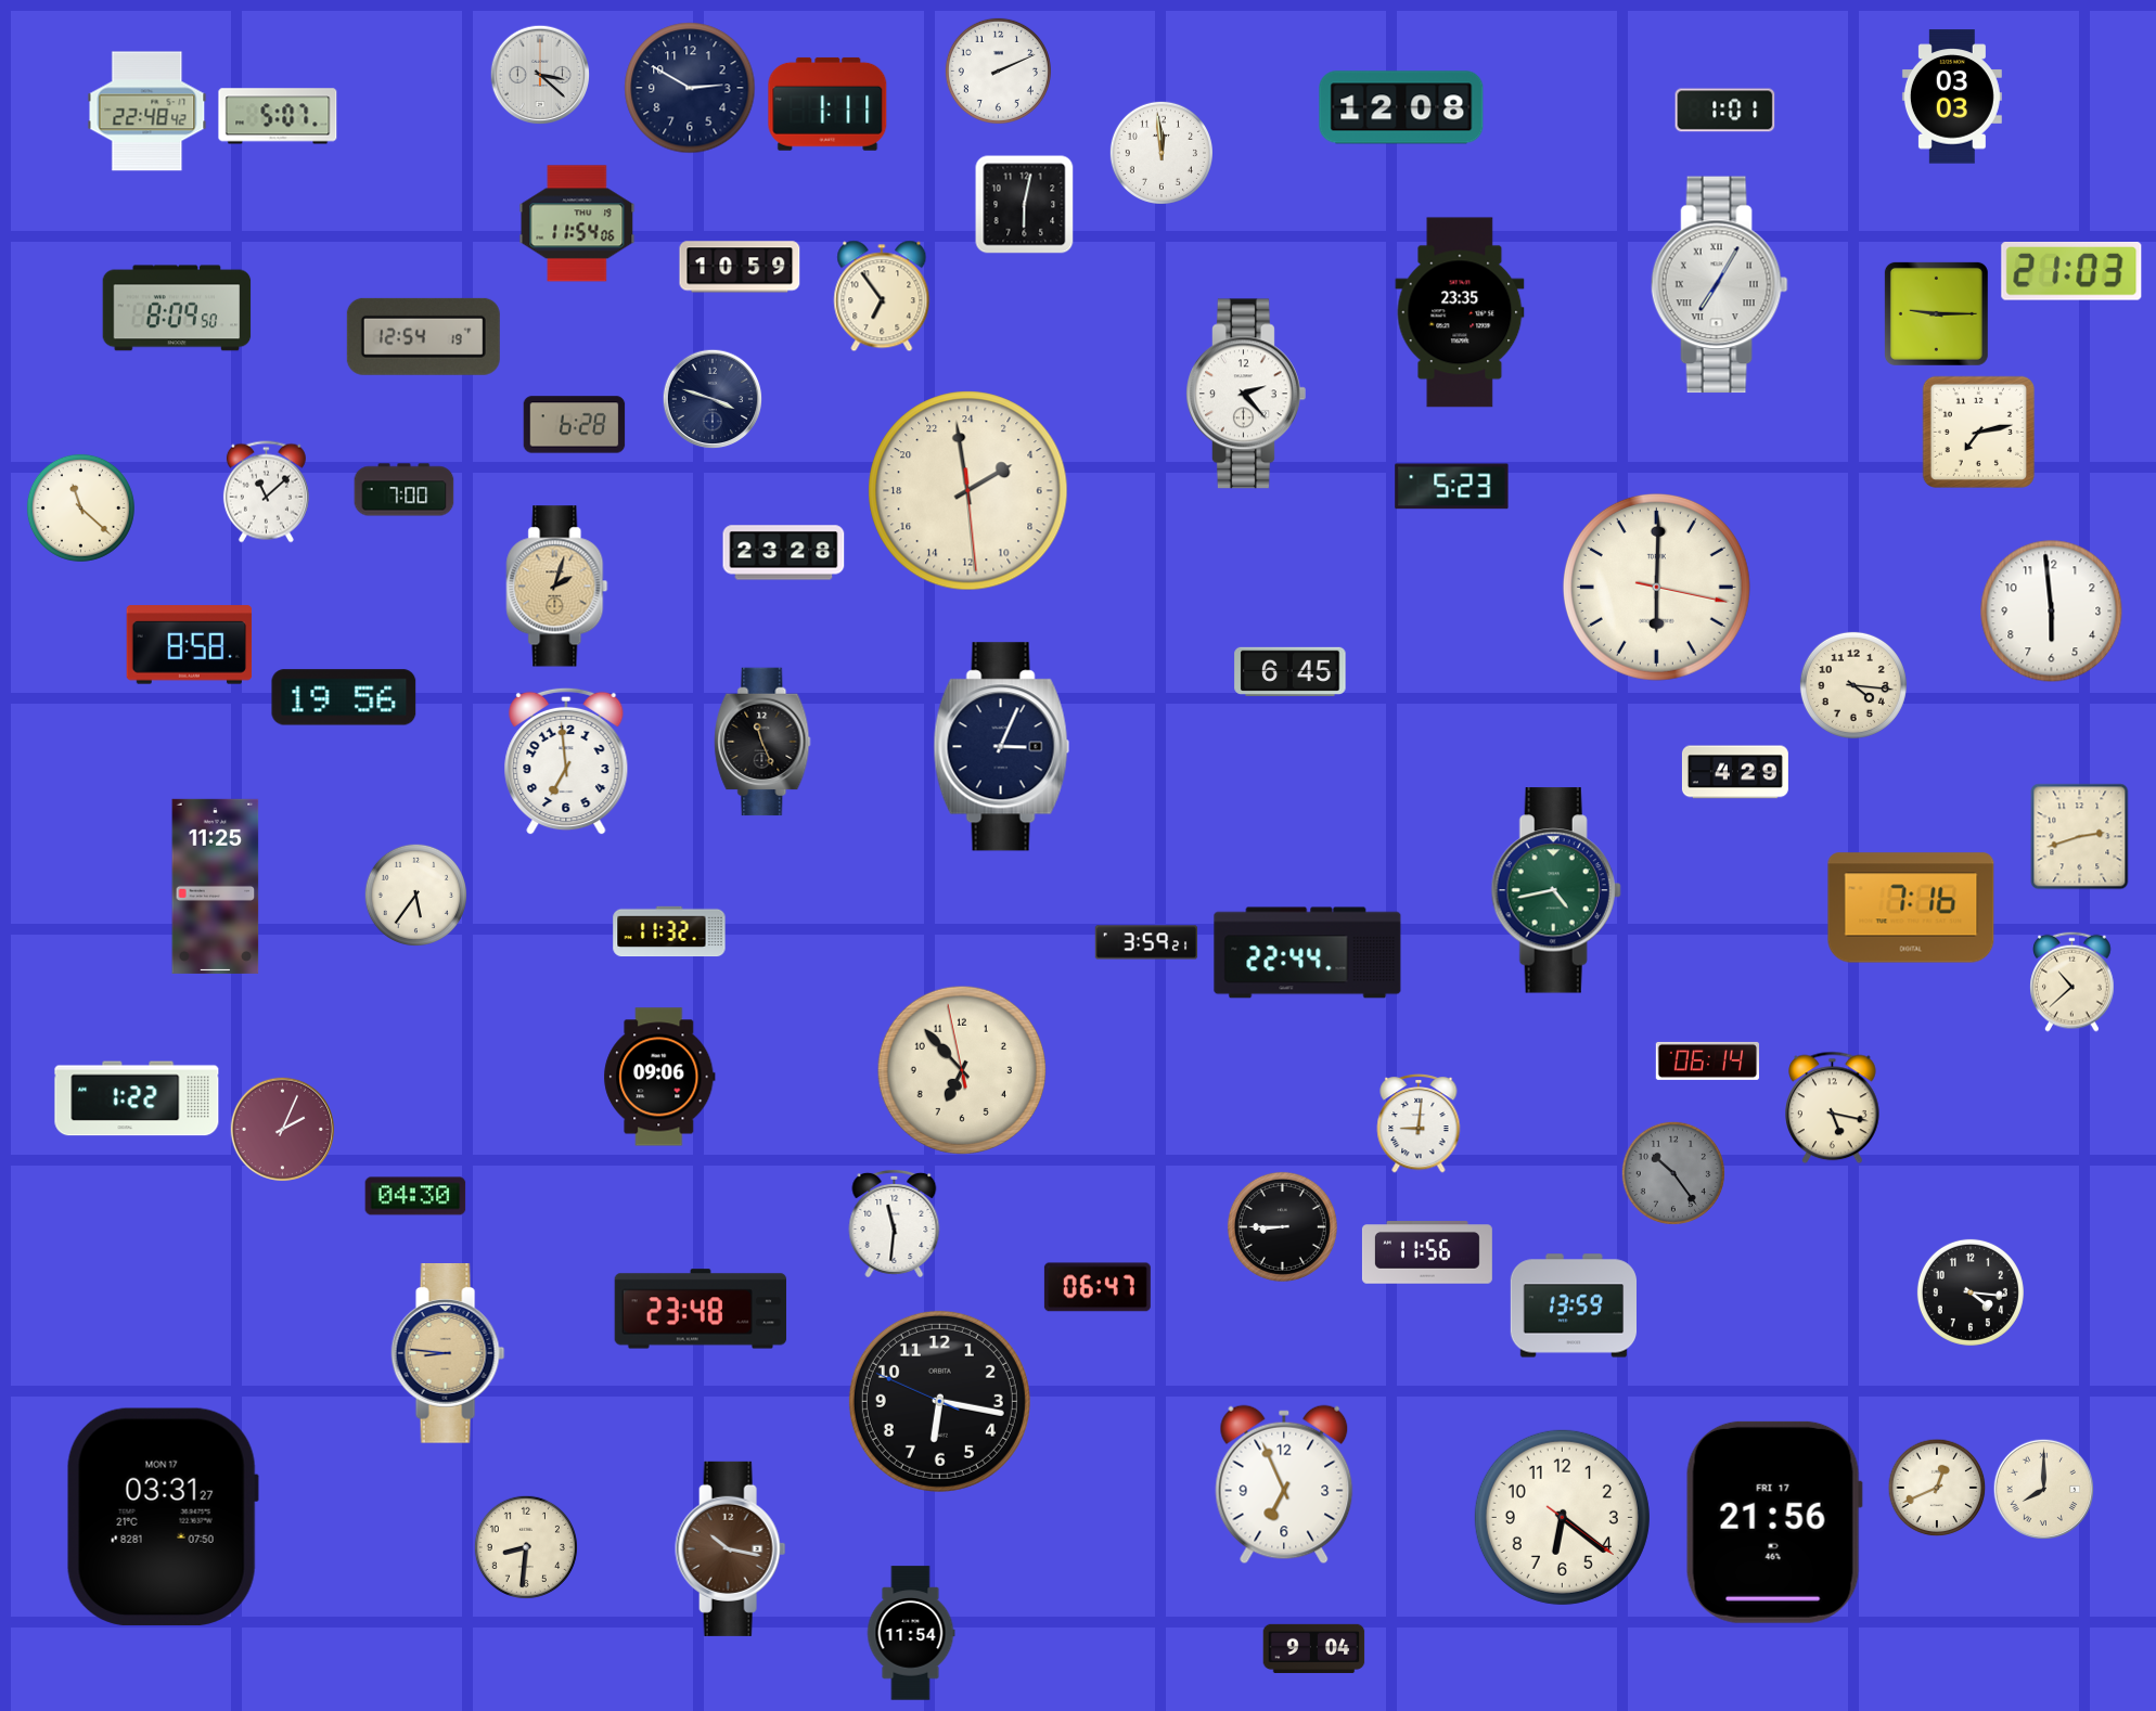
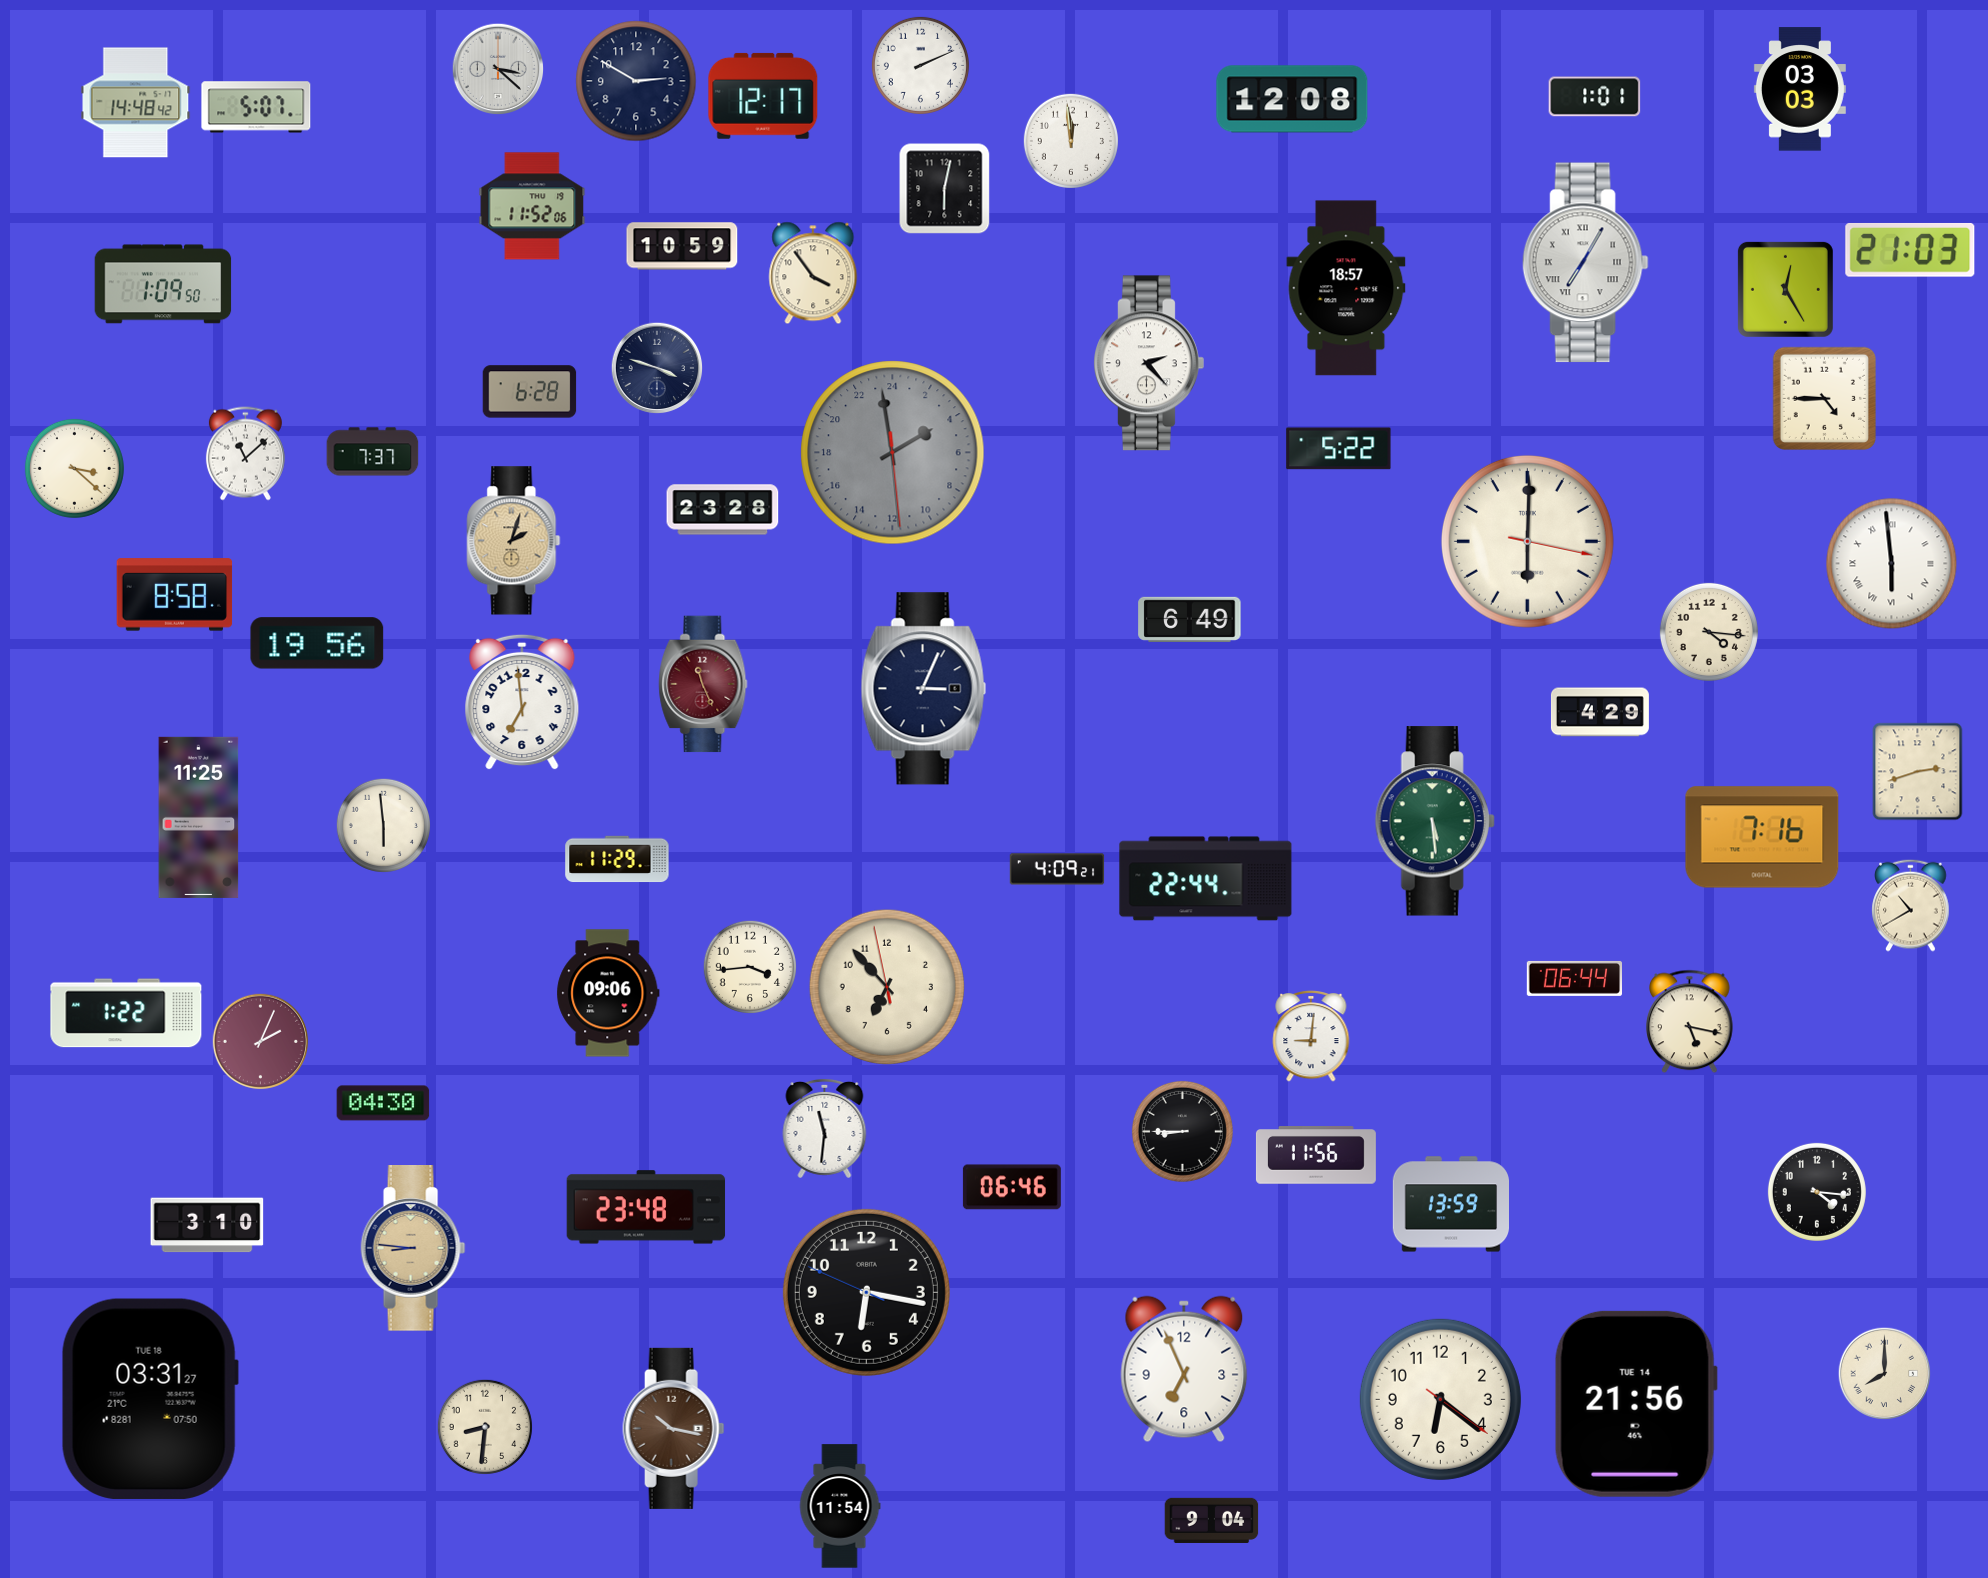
clock at (827, 104): 1:11 -> 12:17
clock at (1725, 111) position: (1725, 111) -> (1595, 97)
clock at (147, 112): 22:48 -> 14:48
clock at (577, 223): 11:54 -> 11:52
clock at (882, 296): 6:54 -> 3:54
clock at (177, 308): 8:09 -> 1:09
clock at (1460, 312): 23:35 -> 18:57
clock at (1936, 313): 9:15 -> 12:25
clock at (423, 336): 12:54 -> none
clock at (1978, 432): 7:13 -> 4:45
clock at (1452, 487): 5:23 -> 5:22
clock at (405, 490): 7:00 -> 7:37
clock at (968, 491) dial: cream -> grey
clock at (80, 507): 11:22 -> 3:22
clock at (2052, 612) numerals: Arabic -> Roman
clock at (1291, 671): 6:45 -> 6:49
clock at (762, 742) dial: black -> burgundy
clock at (1556, 890): 4:43 -> 5:29
clock at (415, 895): 5:36 -> 5:59
clock at (669, 931): 11:32 -> 11:29
clock at (1146, 942): 3:59 -> 4:09
clock at (2072, 981): 10:38 -> 10:40
clock at (749, 966): none -> 3:44
clock at (1707, 1060): 06:14 -> 06:44
clock at (1419, 1123) position: (1419, 1123) -> (1311, 1036)
clock at (1673, 1173): 10:24 -> none
clock at (1098, 1287): 06:47 -> 06:46
clock at (207, 1225): none -> 3:10
clock at (1937, 1488): 12:41 -> none
clock at (163, 1517) date: MON 17 -> TUE 18
clock at (1774, 1522) date: FRI 17 -> TUE 14
